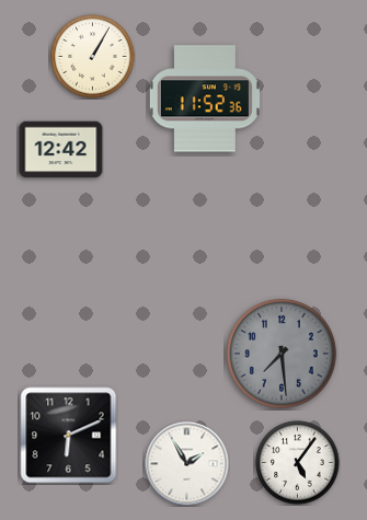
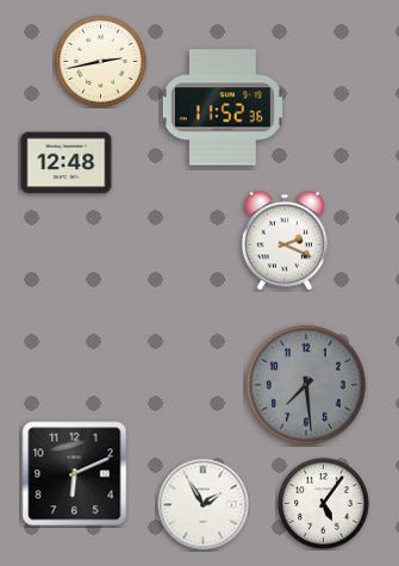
clock at (93, 57): 1:05 -> 2:43
clock at (61, 150): 12:42 -> 12:48
clock at (285, 241): none -> 2:19
